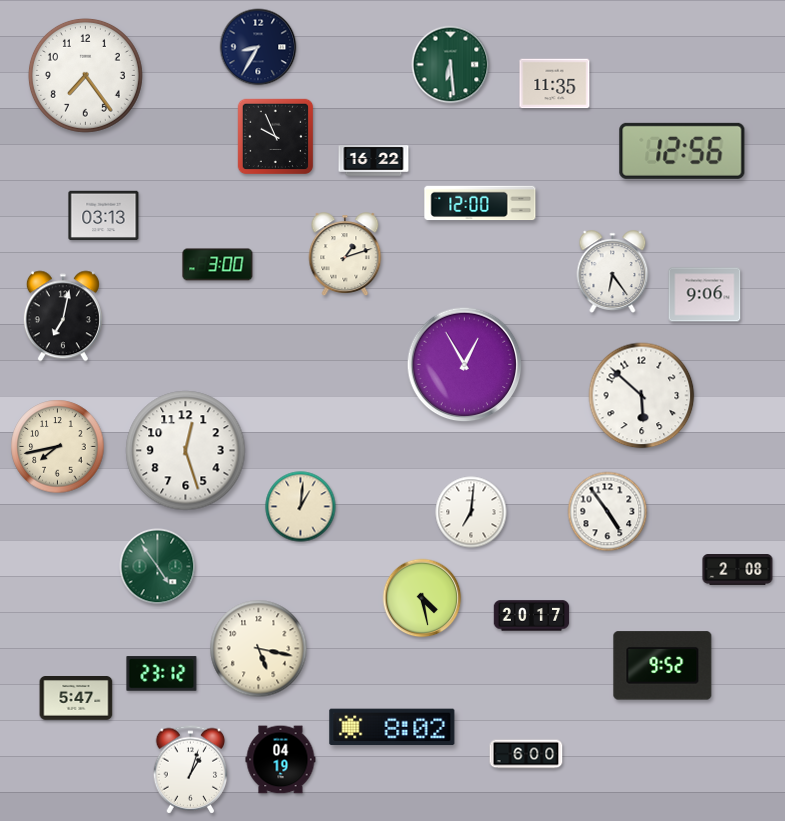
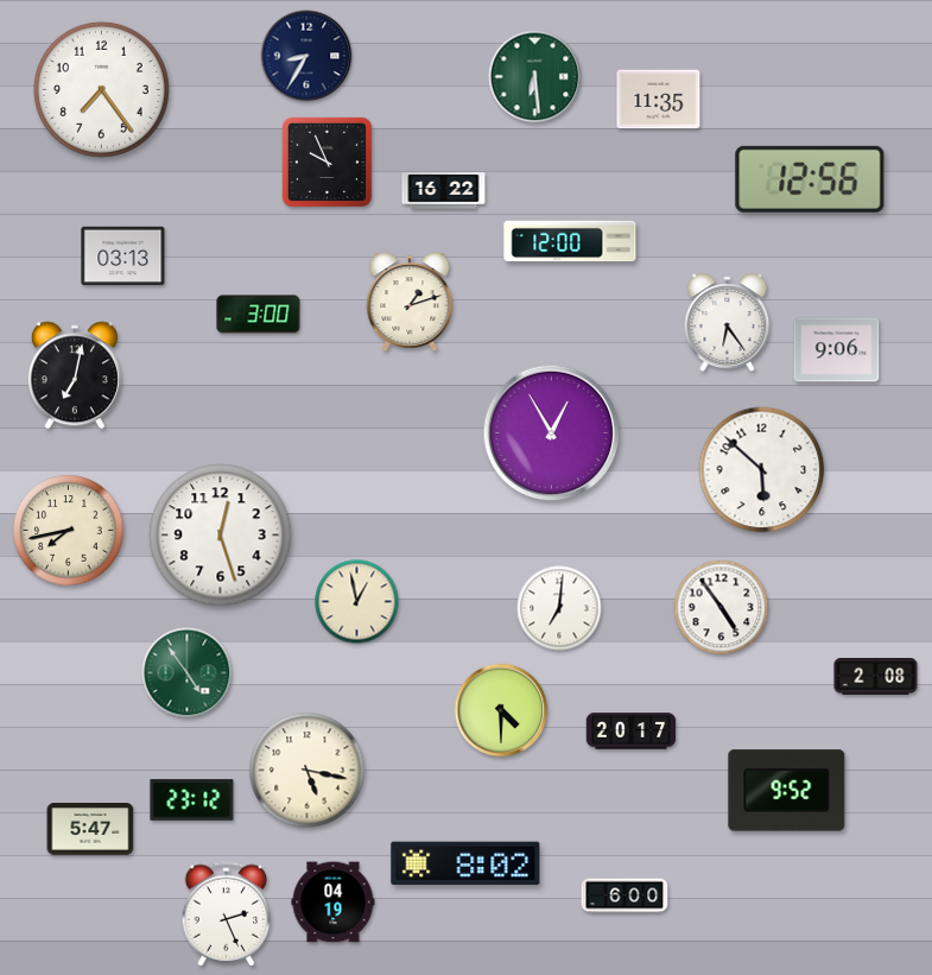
clock at (301, 507): 1:01 -> 12:58
clock at (422, 598): 4:28 -> 4:30
clock at (191, 770): 1:03 -> 2:26
